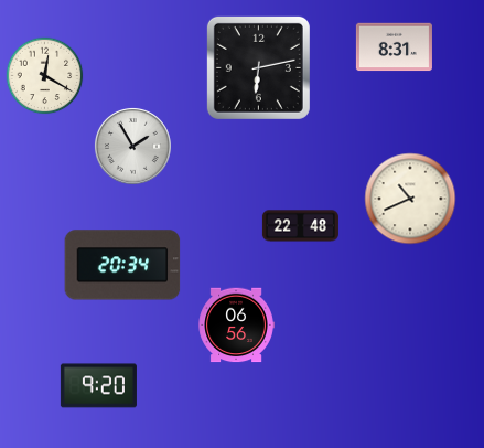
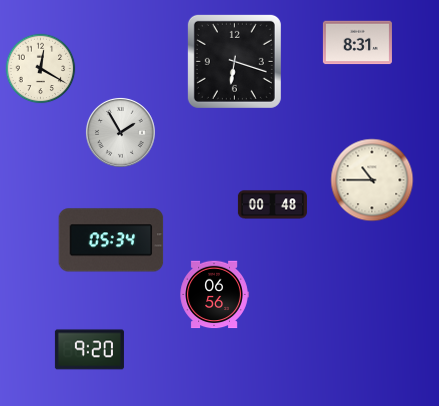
clock at (258, 67): 6:13 -> 6:18
clock at (410, 199): 10:41 -> 10:45
clock at (300, 226): 22:48 -> 00:48
clock at (122, 265): 20:34 -> 05:34
